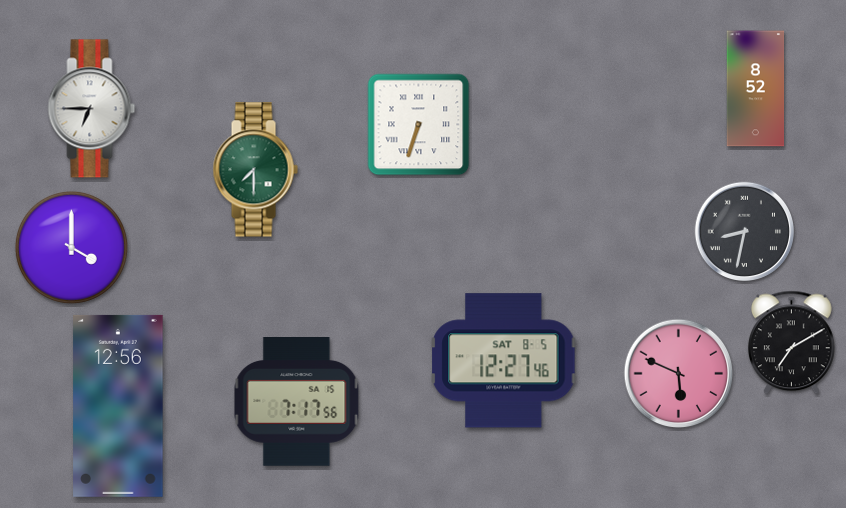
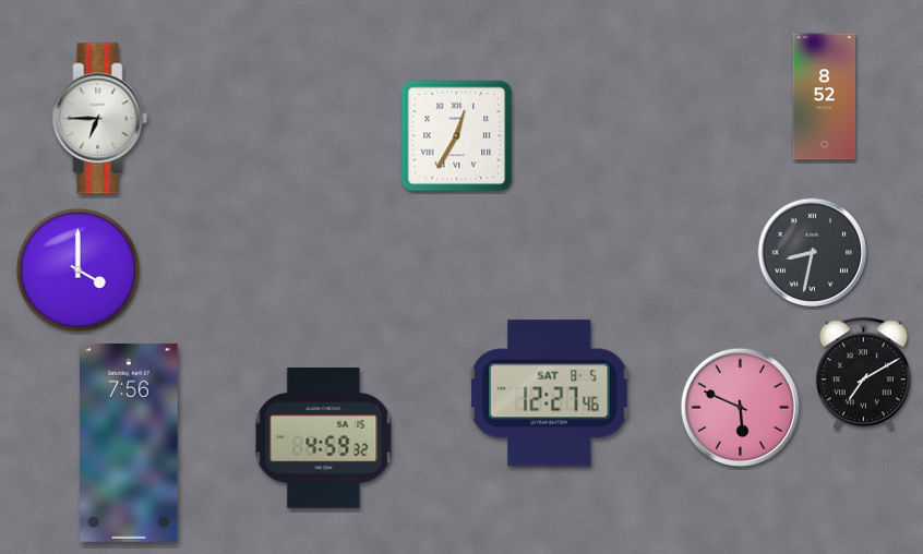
clock at (419, 125): 6:33 -> 12:35
clock at (255, 170): 7:30 -> none
clock at (297, 402): 7:17 -> 4:59
clock at (118, 406): 12:56 -> 7:56
